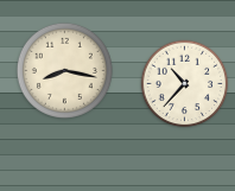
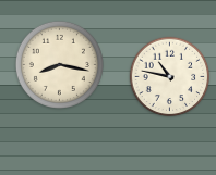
clock at (185, 84): 10:37 -> 10:47
